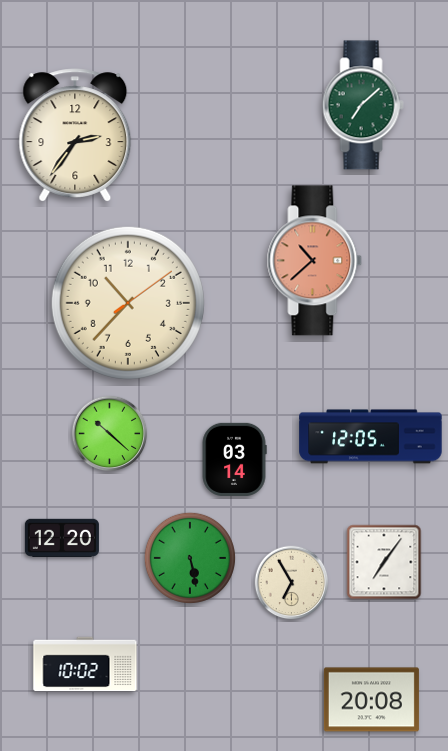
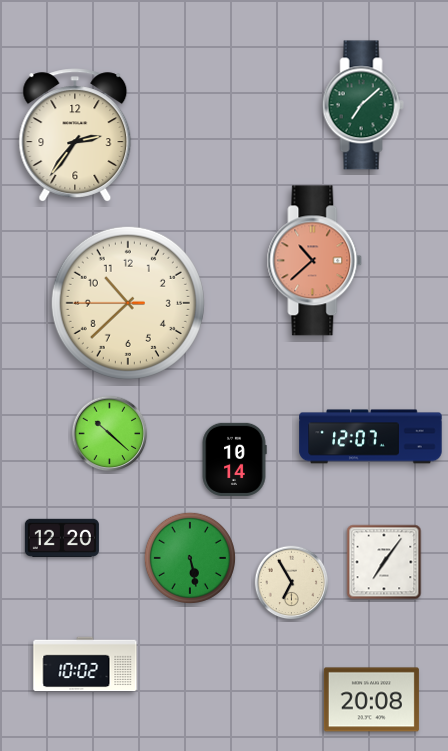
clock at (128, 303): 10:37:09 -> 10:37:45
clock at (371, 437): 12:05 -> 12:07
clock at (234, 459): 03:14 -> 10:14
